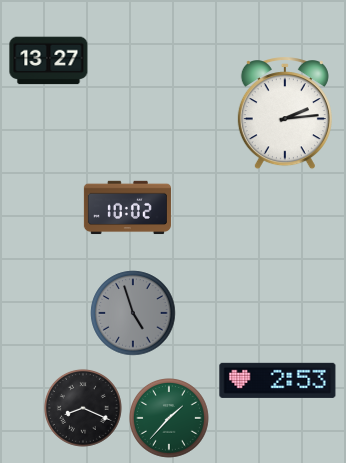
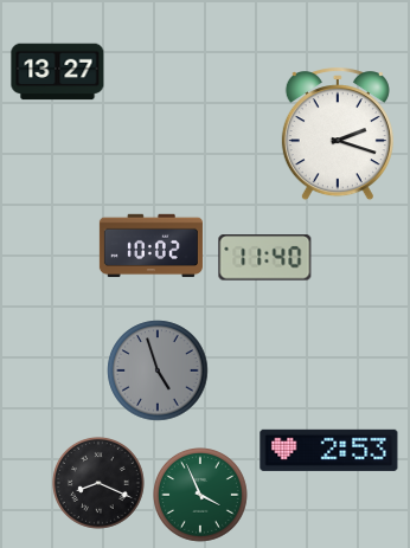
clock at (285, 114): 2:14 -> 2:18
clock at (265, 258): none -> 11:40
clock at (170, 419): 1:37 -> 3:56
